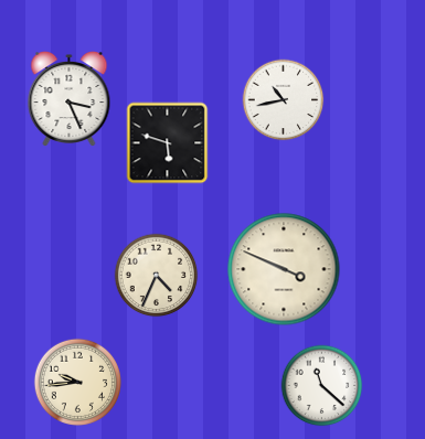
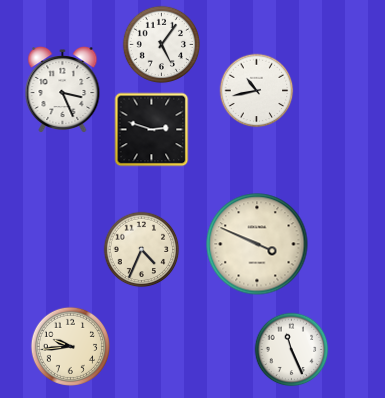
clock at (162, 45): none -> 5:06
clock at (168, 143): 5:48 -> 2:48
clock at (322, 386): 11:22 -> 11:26
